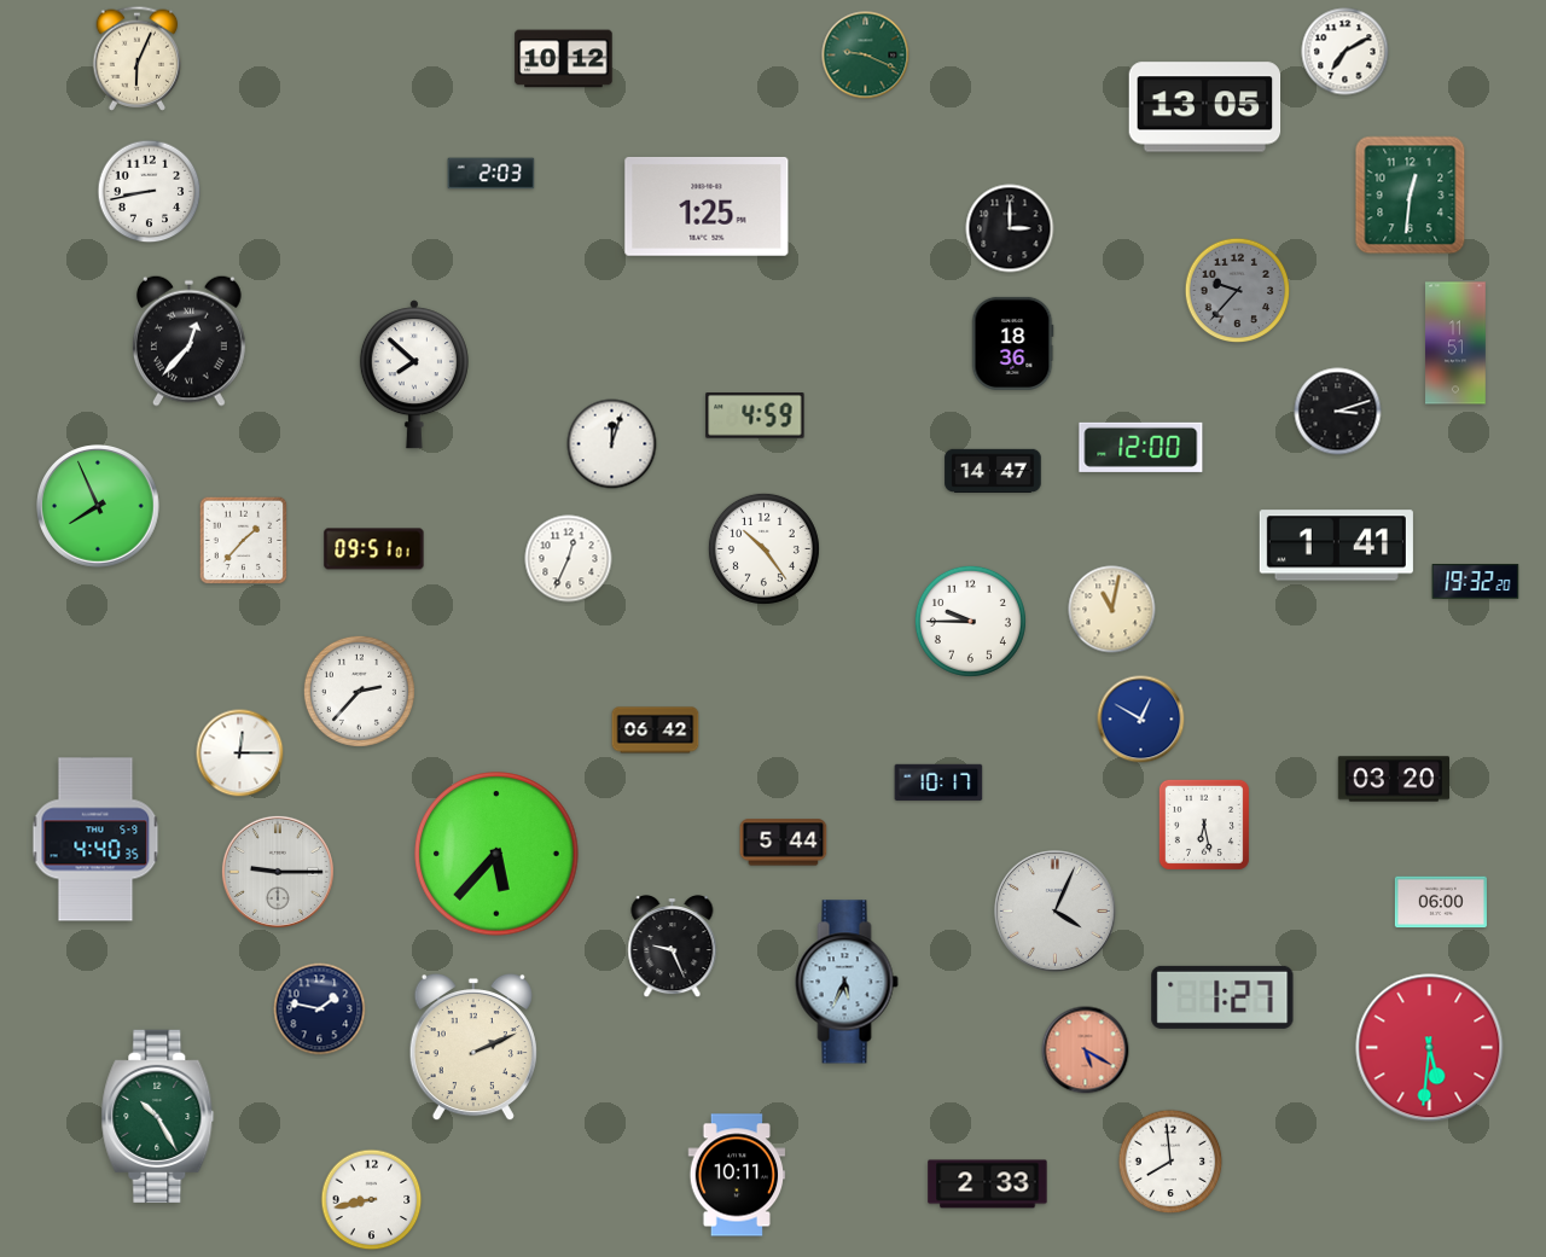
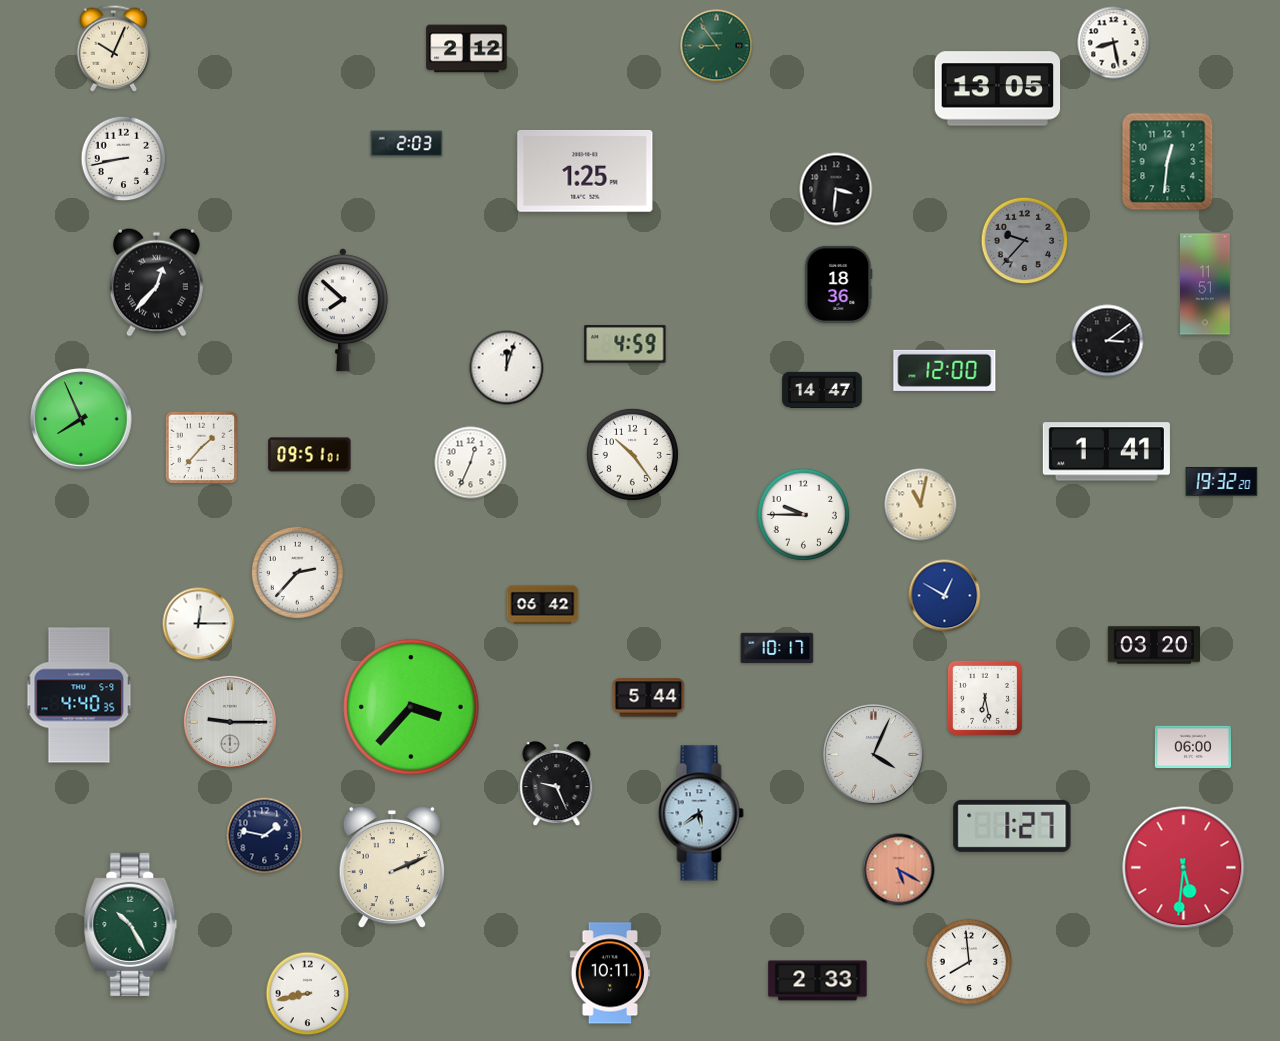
clock at (1346, 52): 7:10 -> 8:28
clock at (866, 56): 9:19 -> 8:54
clock at (138, 58): 6:04 -> 10:04
clock at (564, 59): 10:12 -> 2:12
clock at (1010, 228): 3:00 -> 3:31
clock at (1338, 412): 3:12 -> 3:09
clock at (1204, 825) position: (1204, 825) -> (985, 698)
clock at (496, 854): 5:37 -> 3:37
clock at (847, 982): 5:34 -> 5:39
